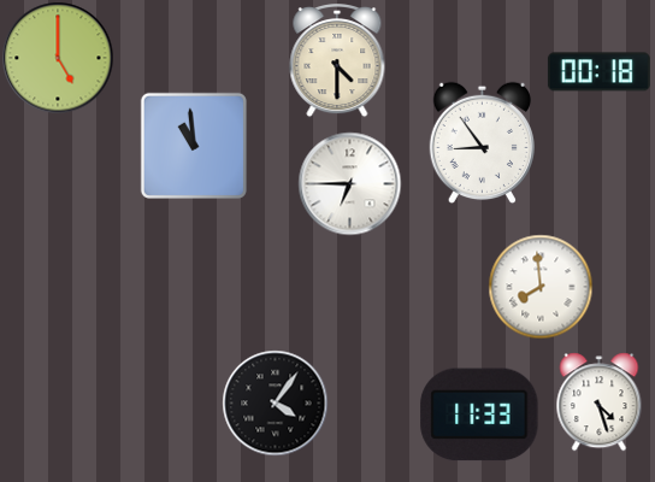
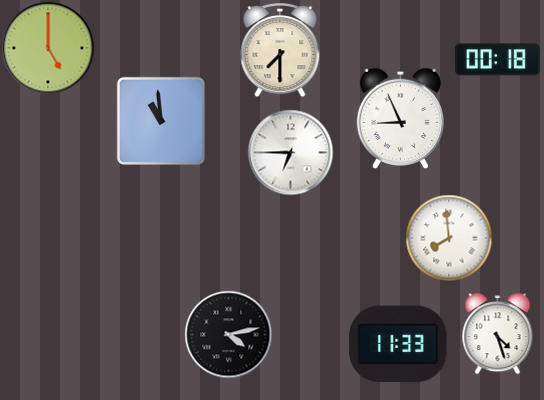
clock at (337, 61): 4:30 -> 7:30
clock at (482, 142): 8:54 -> 8:56
clock at (275, 402): 4:06 -> 4:13
